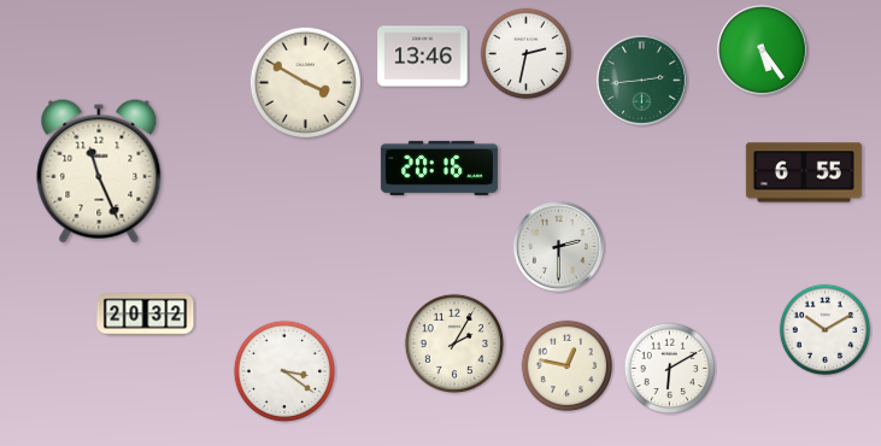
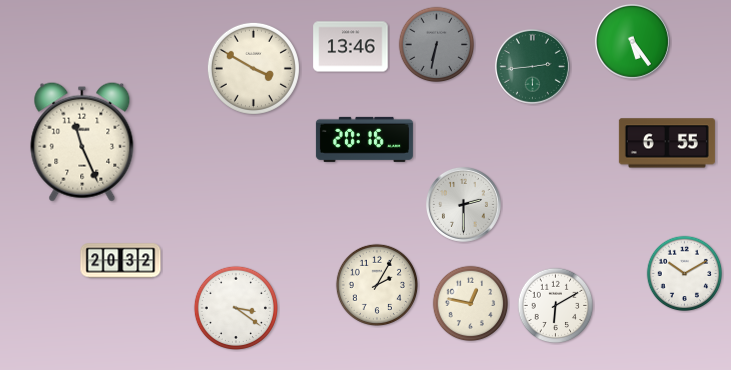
clock at (527, 54): 2:32 -> 6:32
clock at (527, 54) dial: white -> grey
